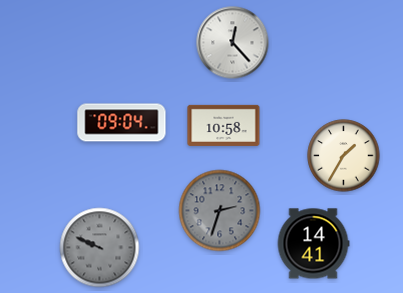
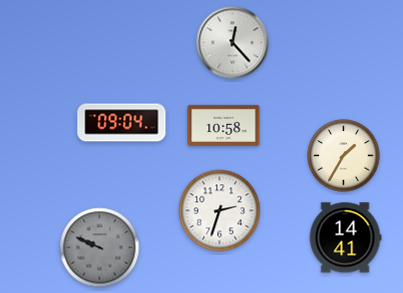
clock at (220, 211) dial: grey -> white
clock at (313, 244) position: (313, 244) -> (345, 238)
